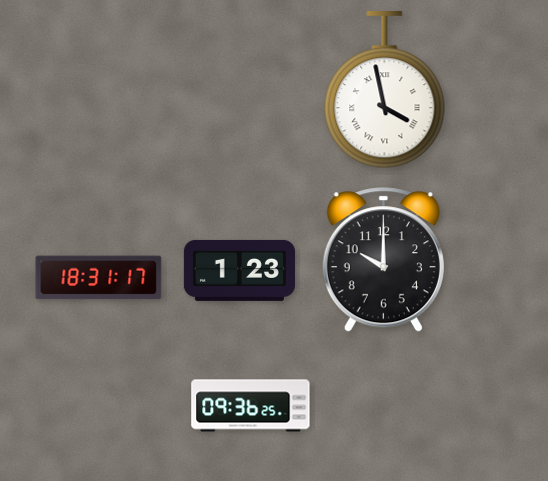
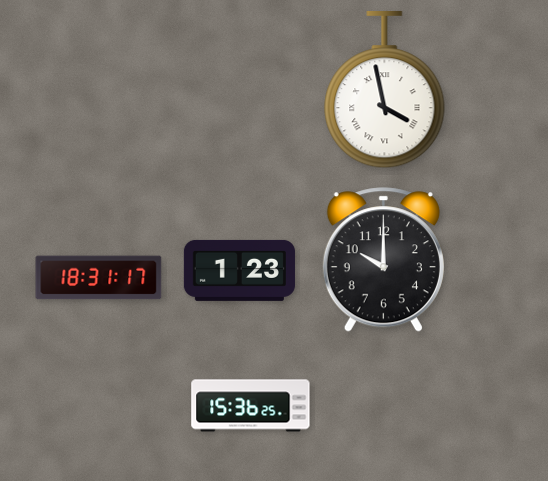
clock at (251, 406): 09:36 -> 15:36
